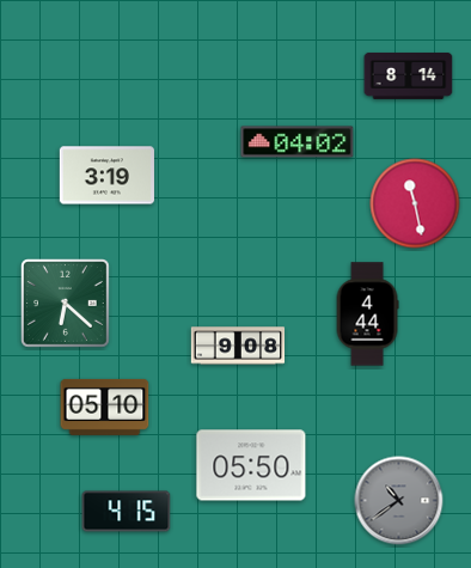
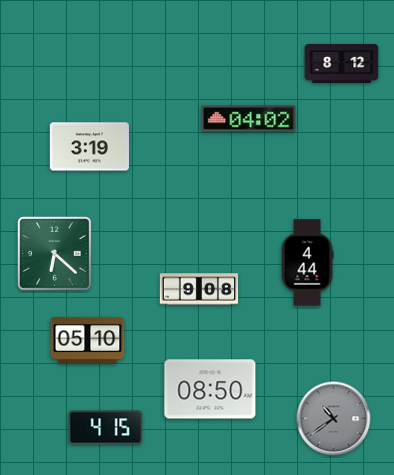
clock at (409, 75): 8:14 -> 8:12
clock at (415, 203): 11:28 -> none
clock at (251, 465): 05:50 -> 08:50
